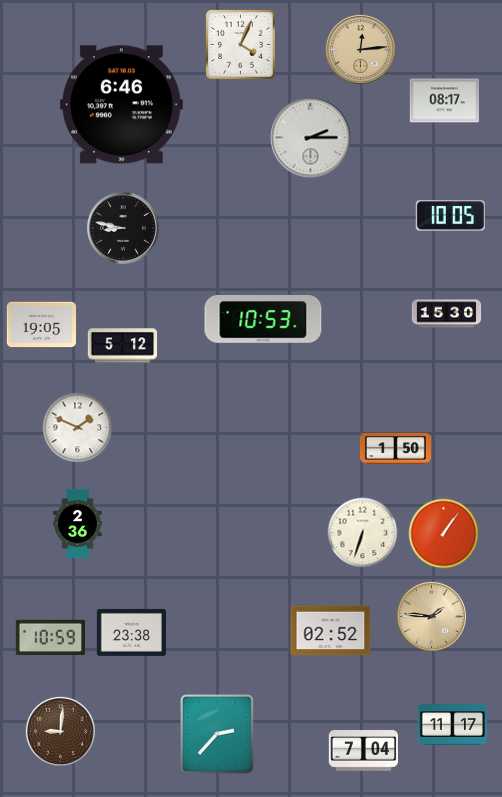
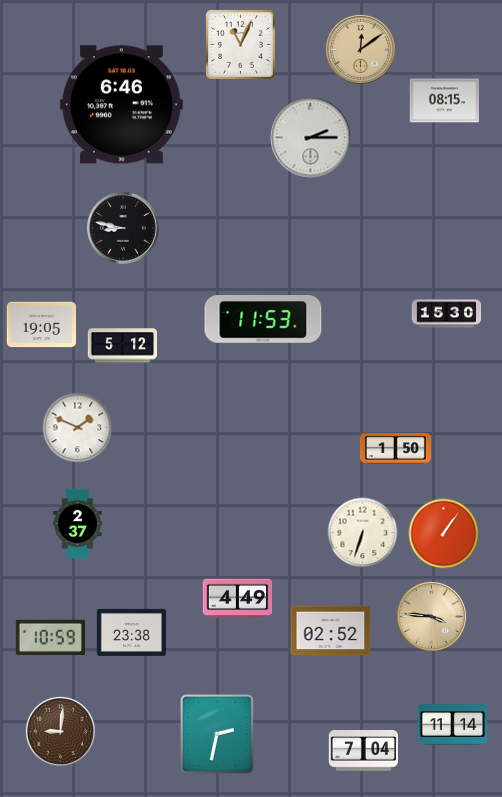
clock at (241, 45): 4:04 -> 11:04
clock at (360, 49): 12:14 -> 12:09
clock at (444, 101): 08:17 -> 08:15
clock at (450, 216): 10:05 -> none
clock at (263, 320): 10:53 -> 11:53
clock at (78, 524): 2:36 -> 2:37
clock at (238, 599): none -> 4:49
clock at (431, 616): 1:46 -> 3:46
clock at (452, 725): 11:17 -> 11:14
clock at (218, 735): 2:37 -> 2:32
